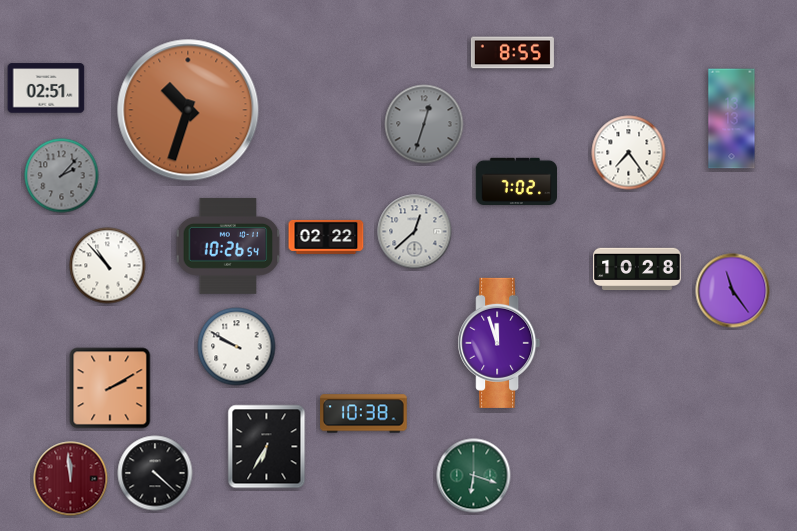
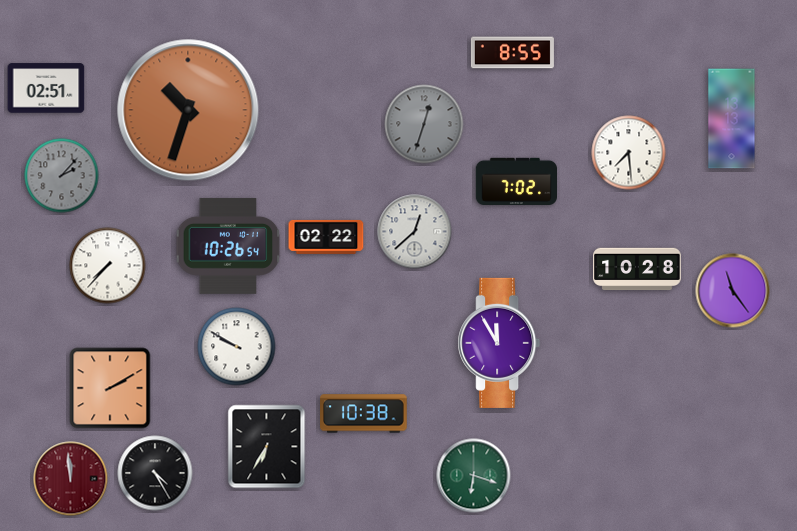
clock at (629, 153): 7:24 -> 7:29
clock at (108, 266): 10:53 -> 7:37
clock at (499, 343): 11:57 -> 11:55
clock at (155, 473): 4:22 -> 4:25
